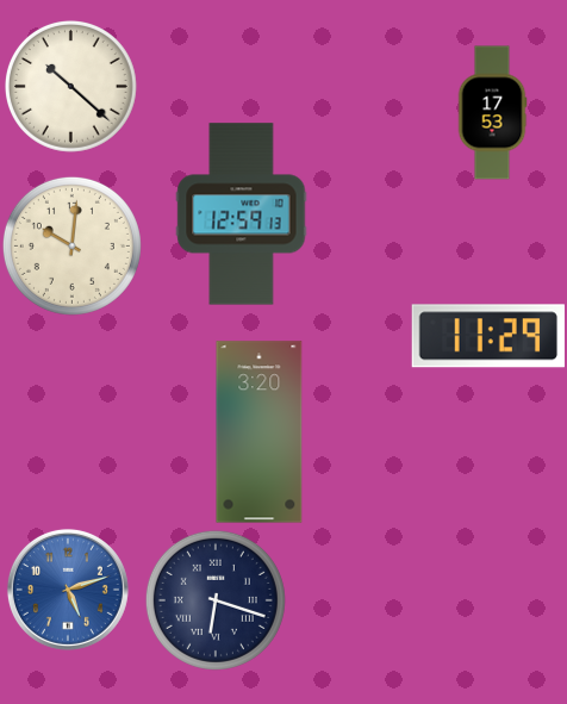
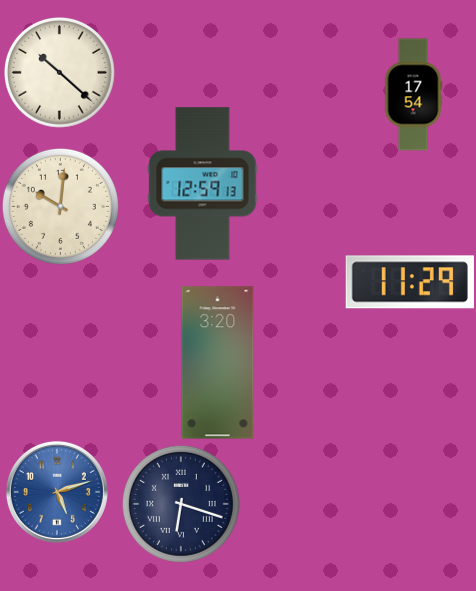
clock at (492, 113): 17:53 -> 17:54
clock at (242, 214) position: (242, 214) -> (203, 184)
clock at (68, 590) position: (68, 590) -> (57, 492)
